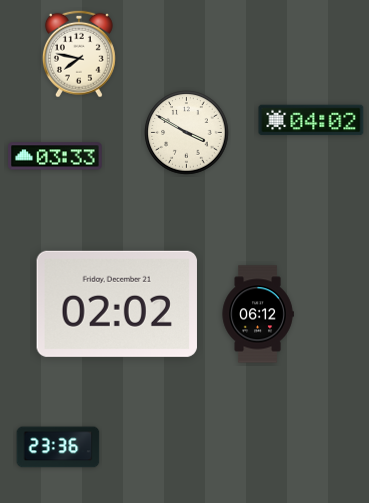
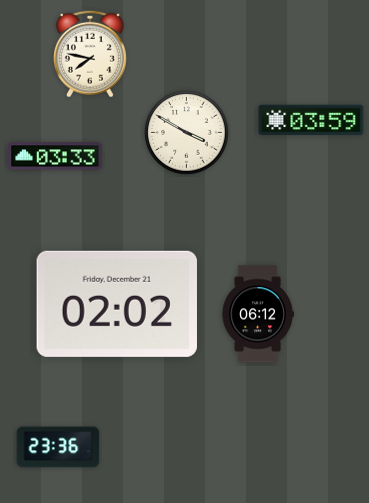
clock at (79, 54) position: (79, 54) -> (90, 54)
clock at (311, 120): 04:02 -> 03:59
